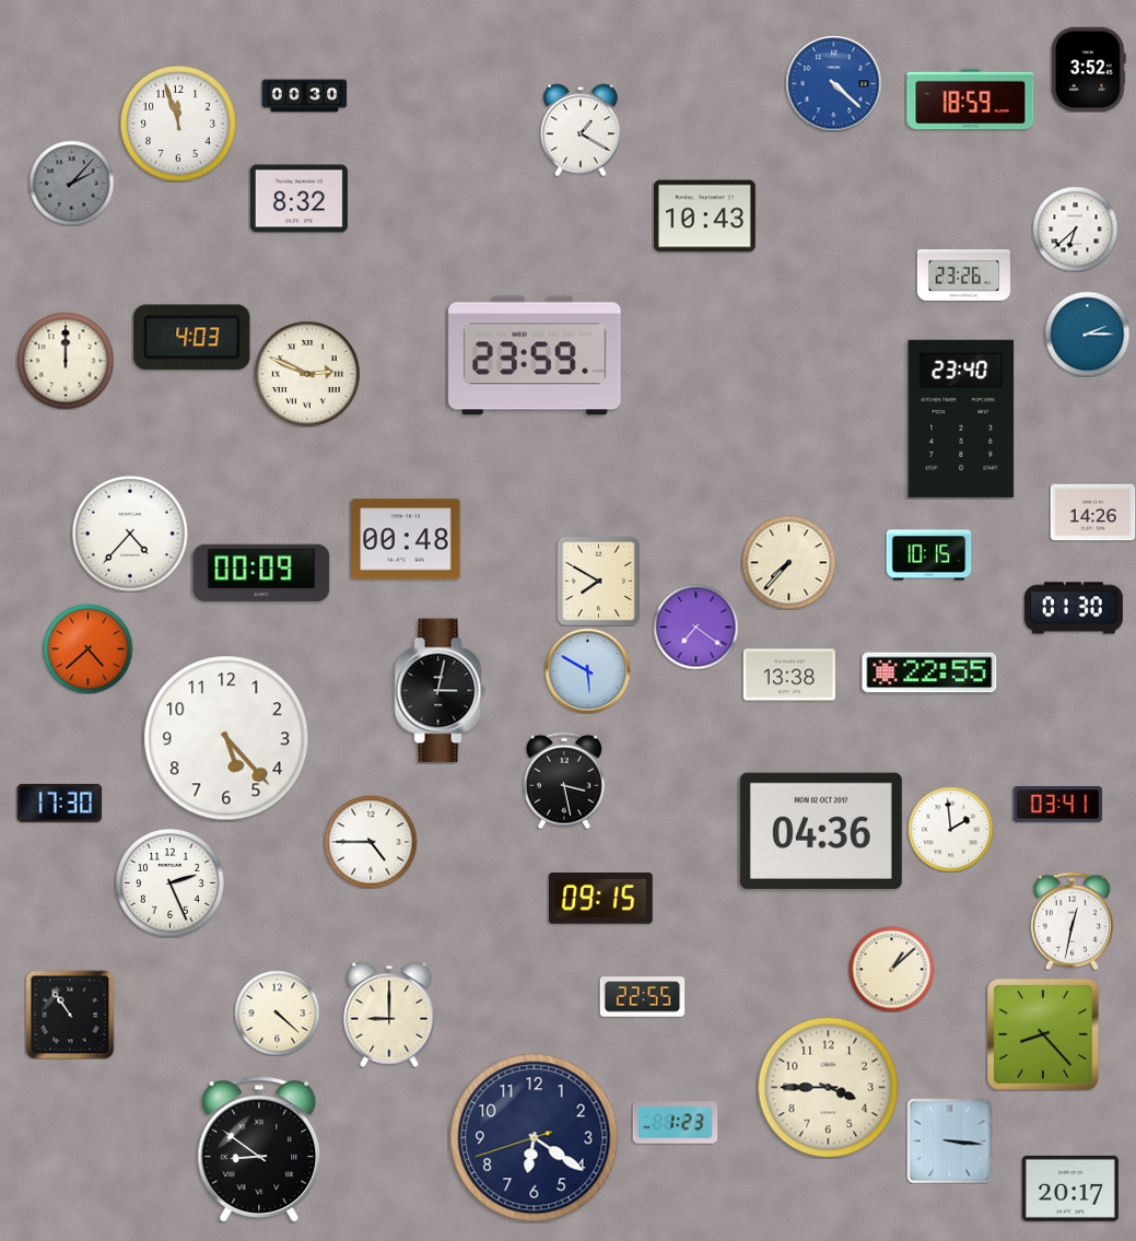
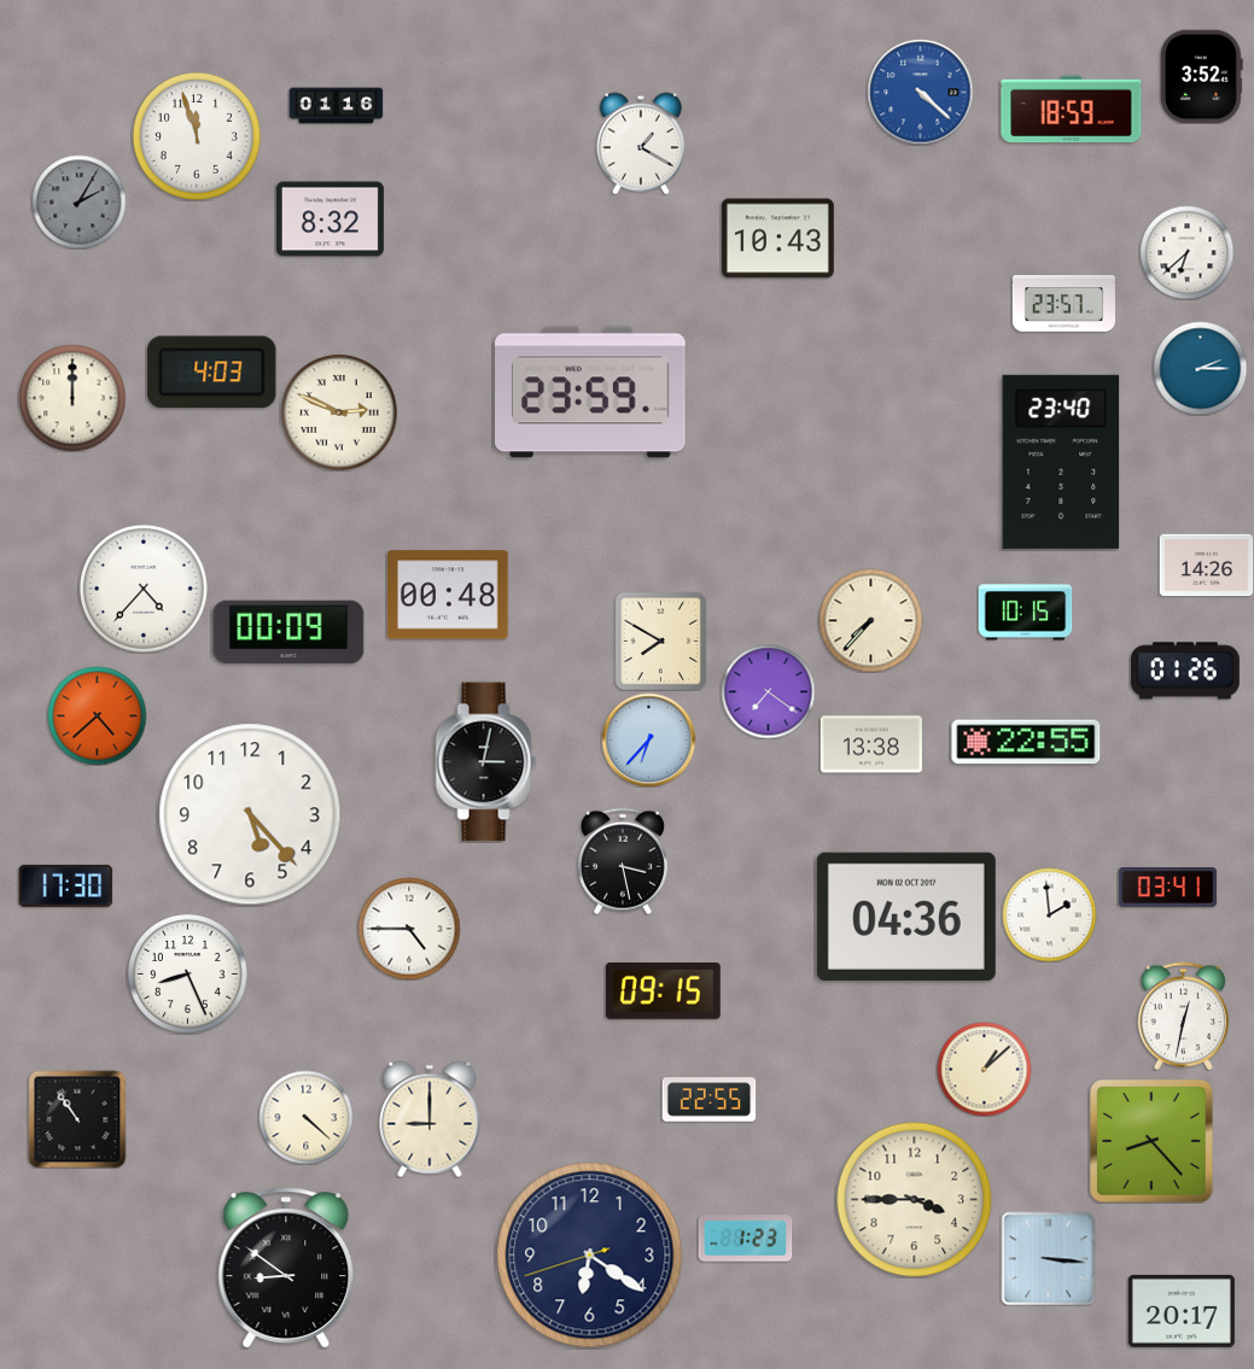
clock at (304, 96): 00:30 -> 01:16
clock at (71, 183): 2:07 -> 2:05
clock at (963, 276): 23:26 -> 23:57
clock at (1074, 608): 01:30 -> 01:26
clock at (587, 670): 5:50 -> 6:37
clock at (171, 883): 2:26 -> 8:26
